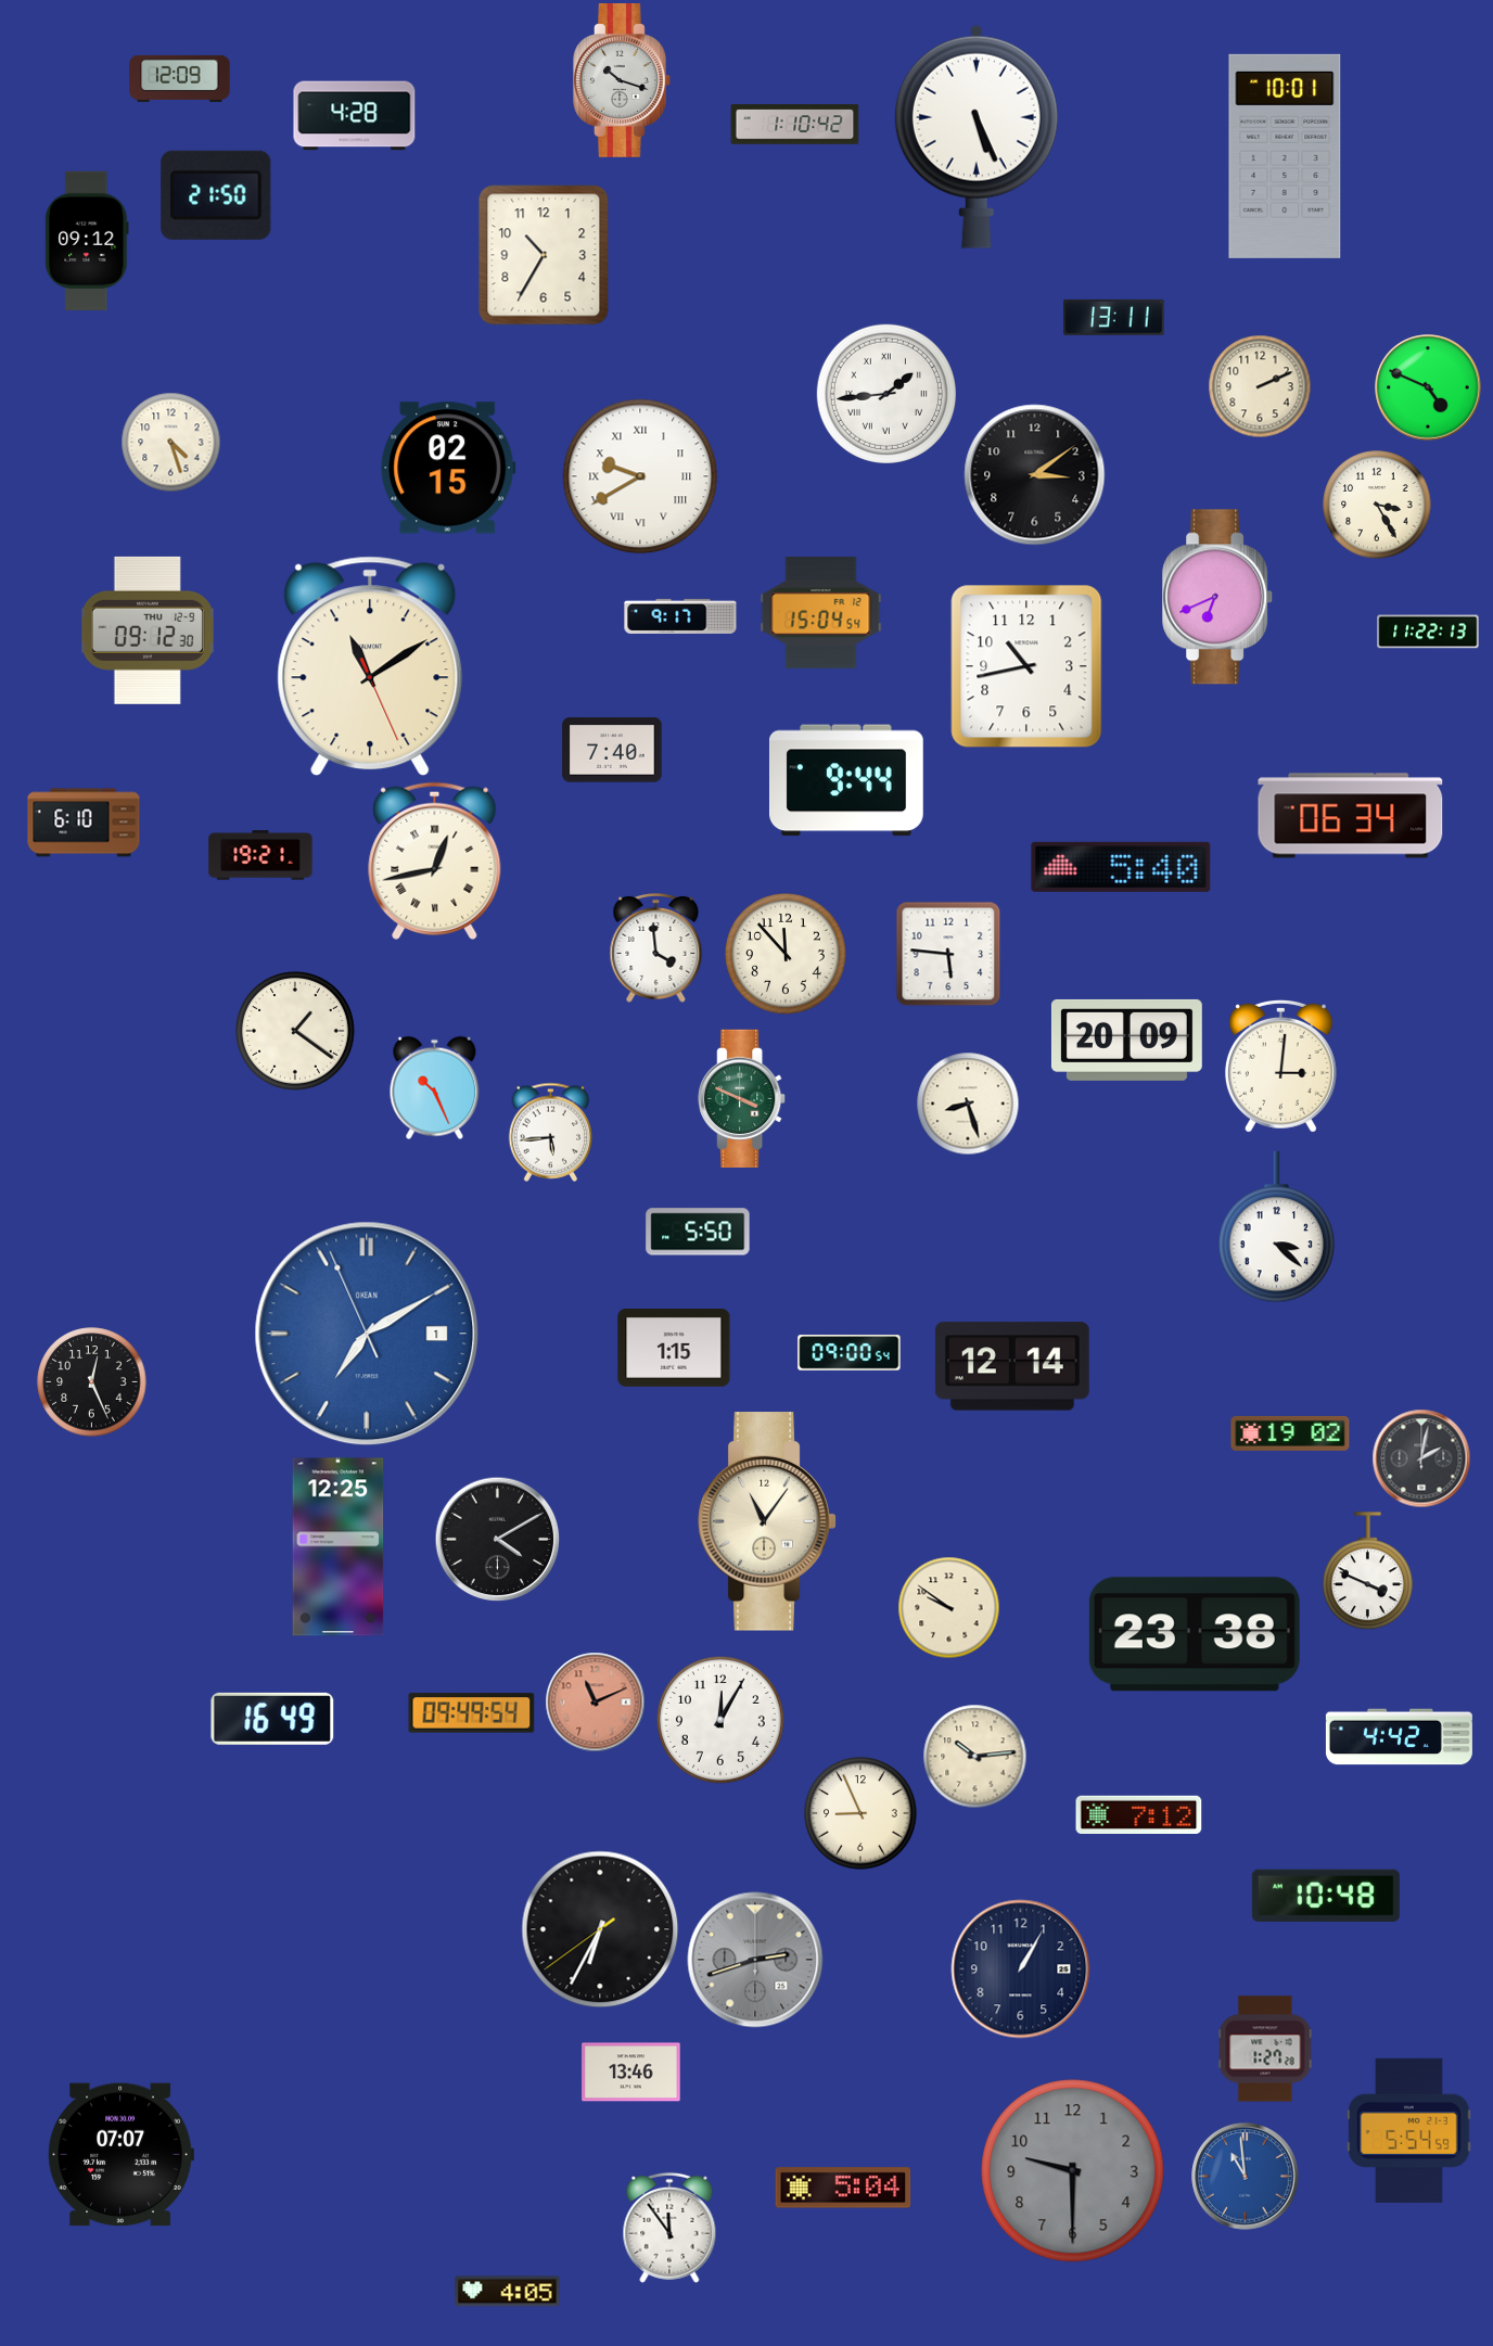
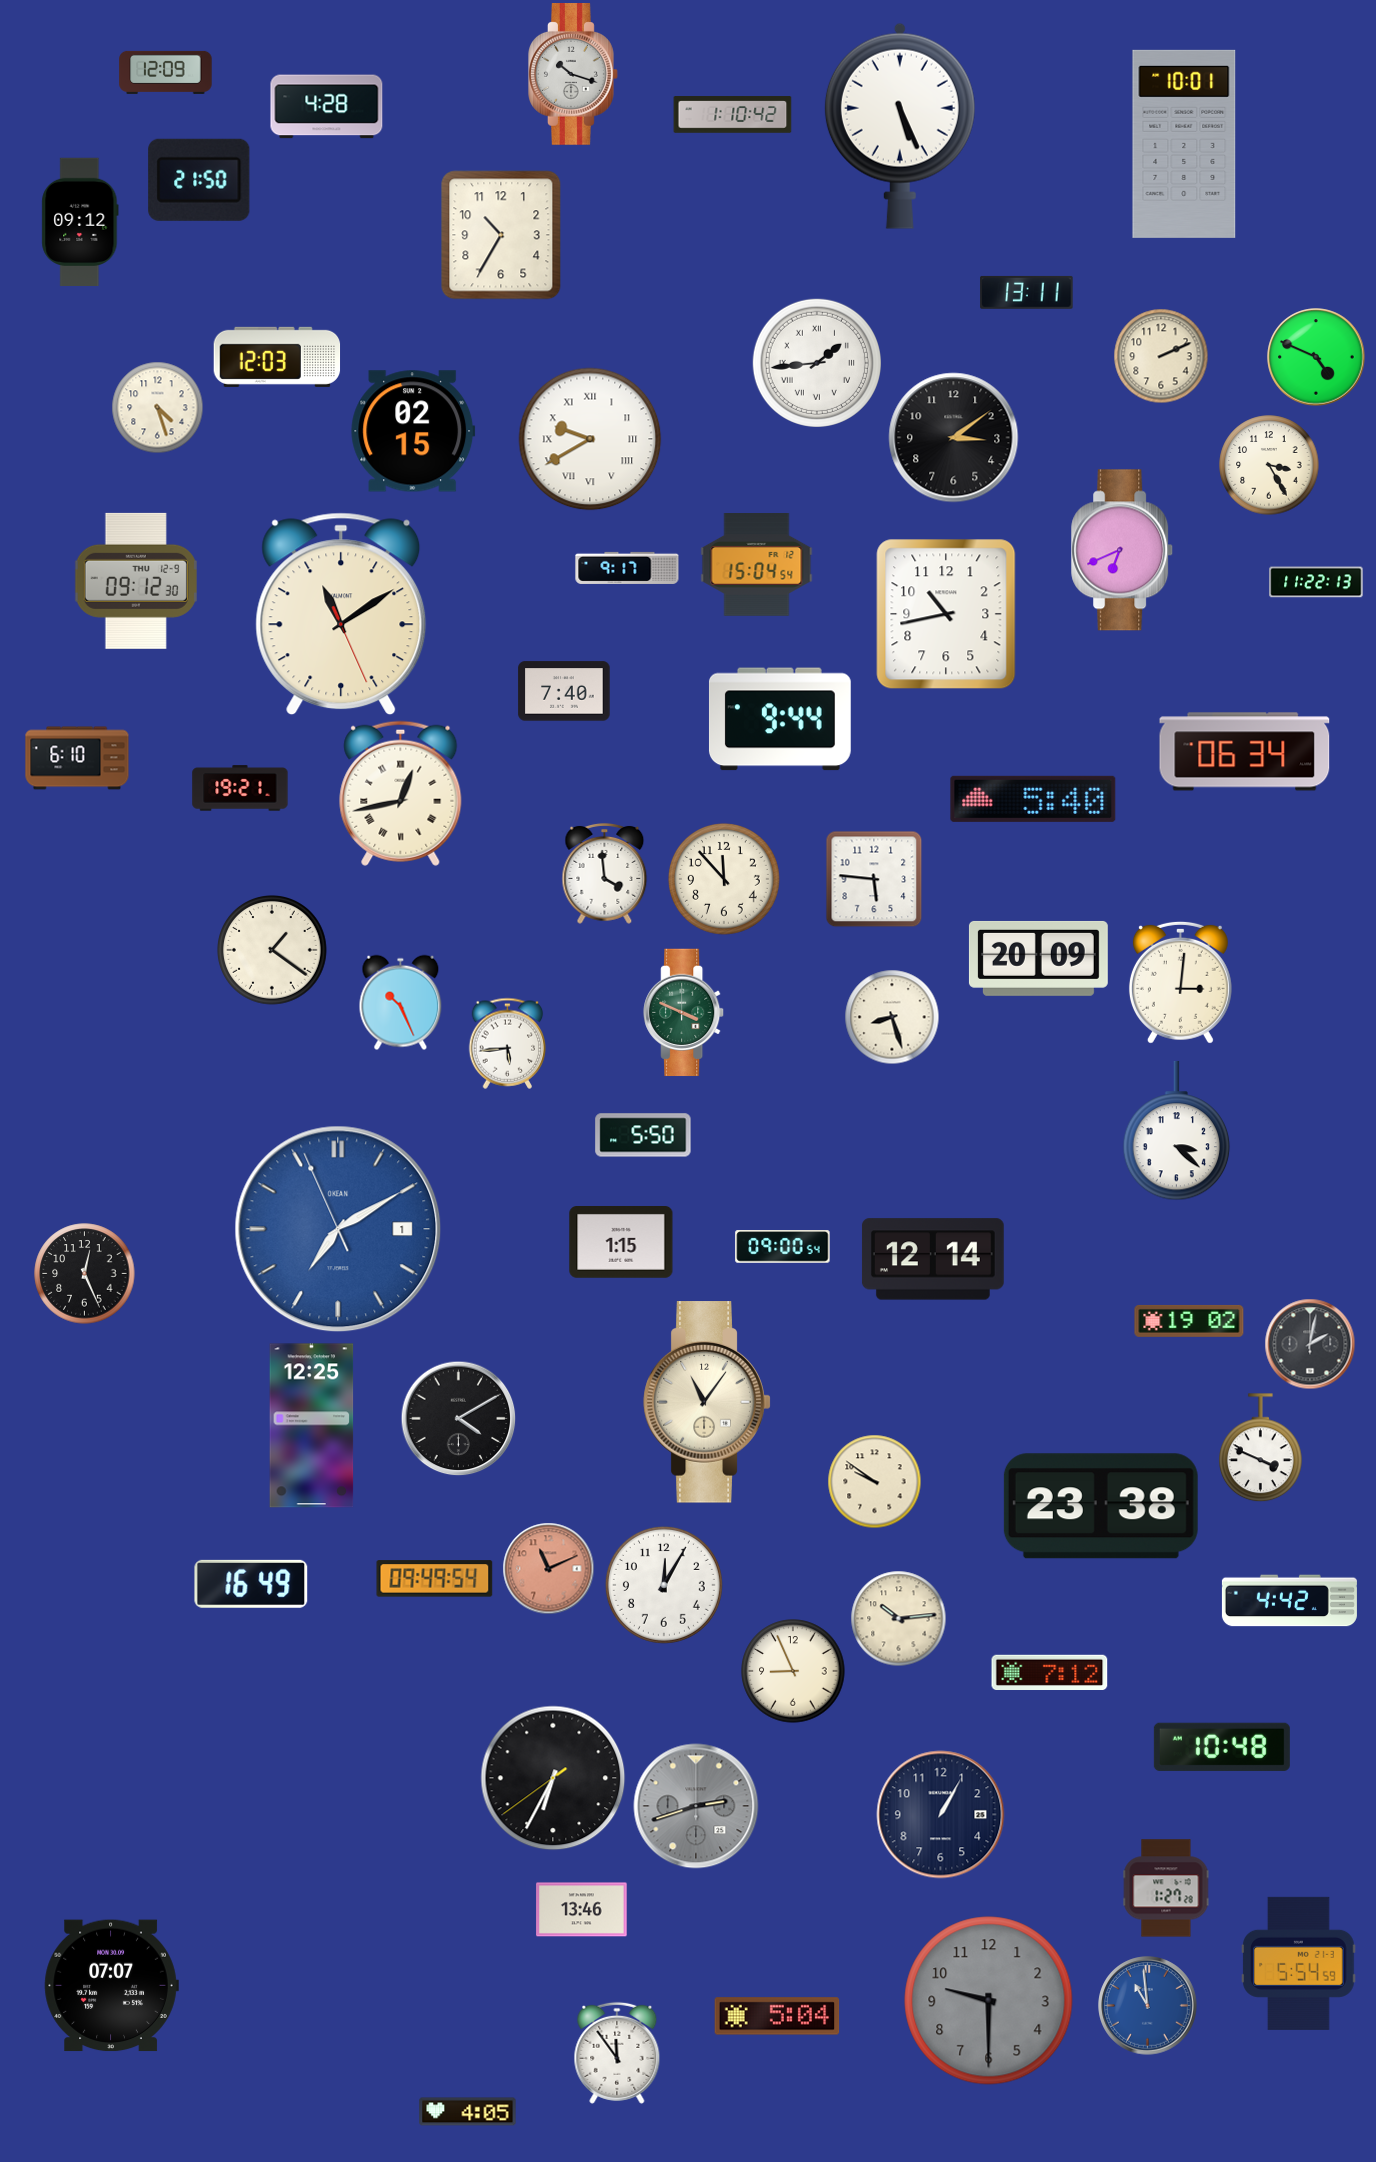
clock at (277, 357): none -> 12:03
